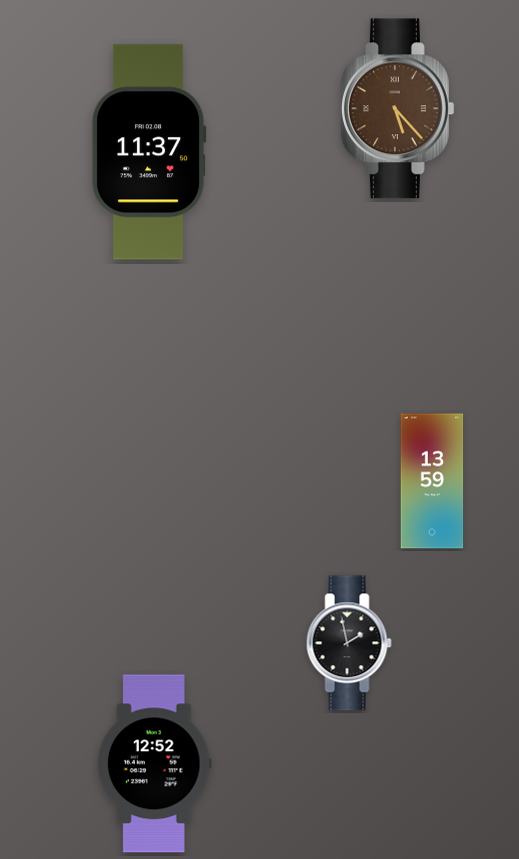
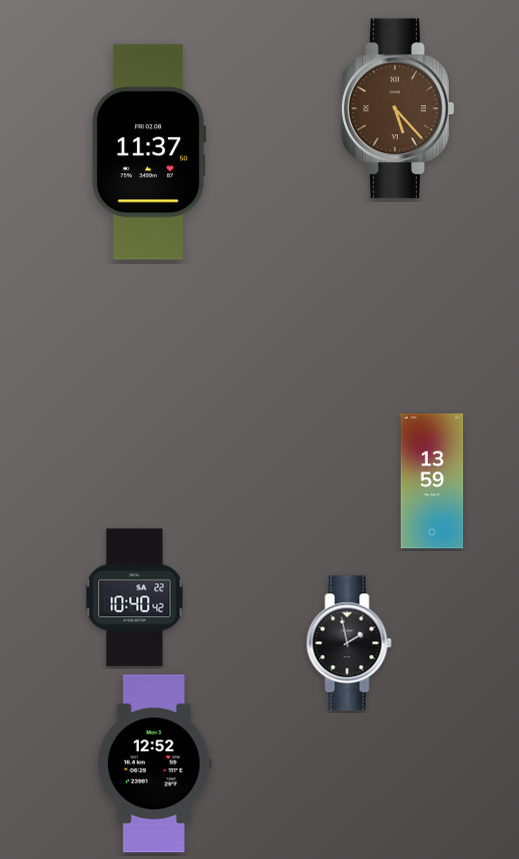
clock at (135, 598): none -> 10:40
